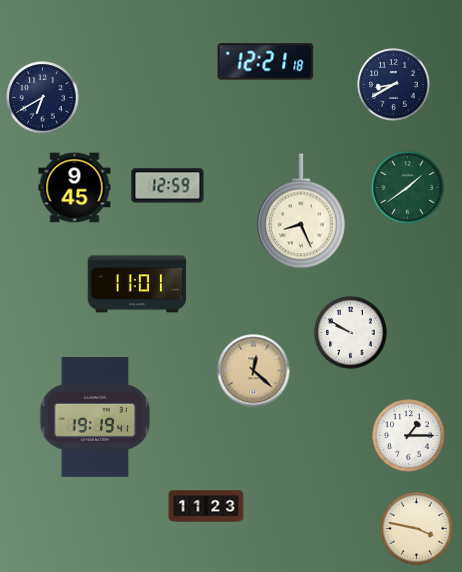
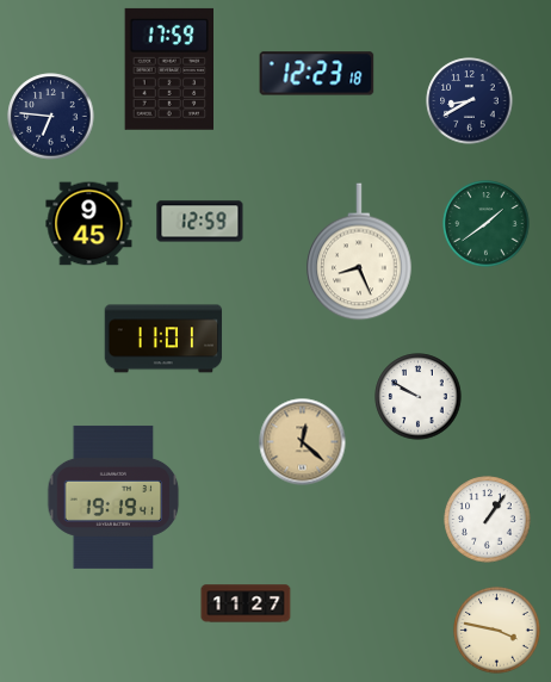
clock at (168, 69): none -> 17:59
clock at (266, 62): 12:21 -> 12:23
clock at (43, 98): 6:40 -> 6:46
clock at (409, 436): 1:15 -> 1:06
clock at (206, 506): 11:23 -> 11:27
